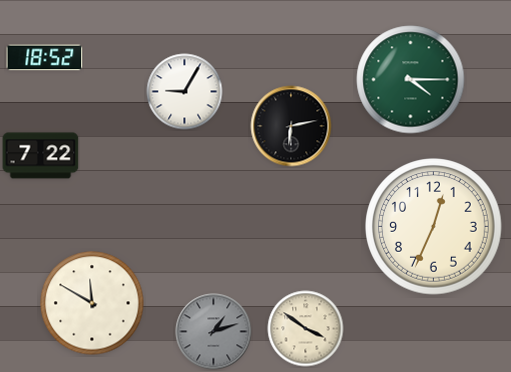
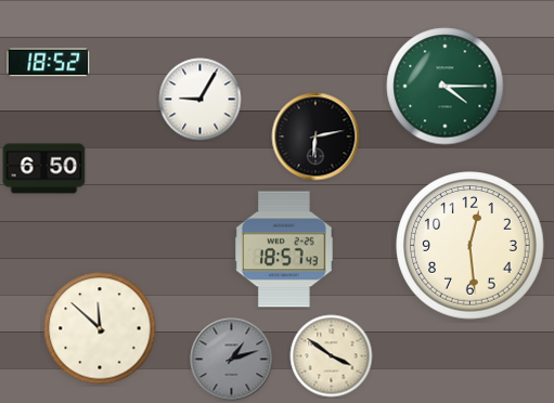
clock at (41, 156): 7:22 -> 6:50
clock at (434, 227): 12:34 -> 12:29
clock at (285, 249): none -> 18:57
clock at (92, 303): 11:50 -> 11:52
